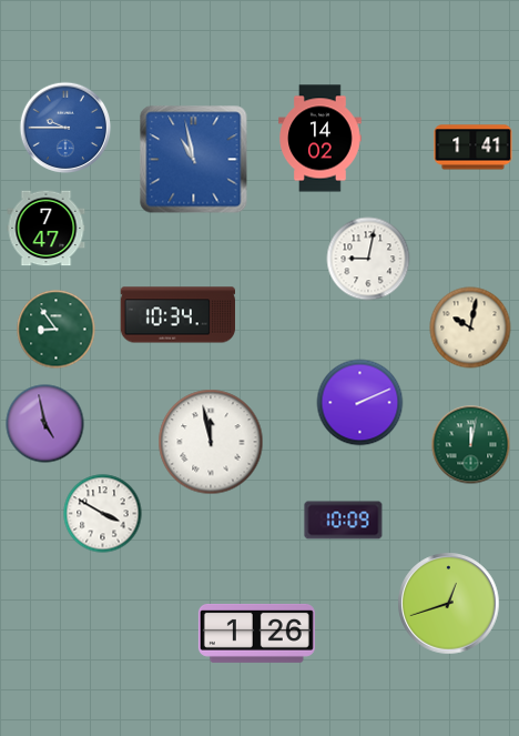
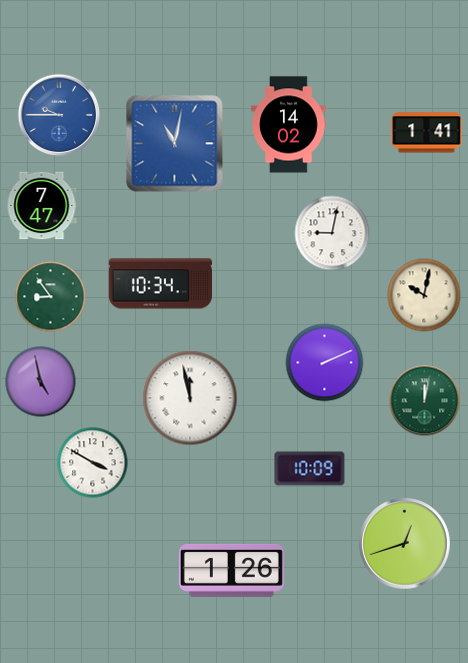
clock at (194, 160): 10:58 -> 11:02
